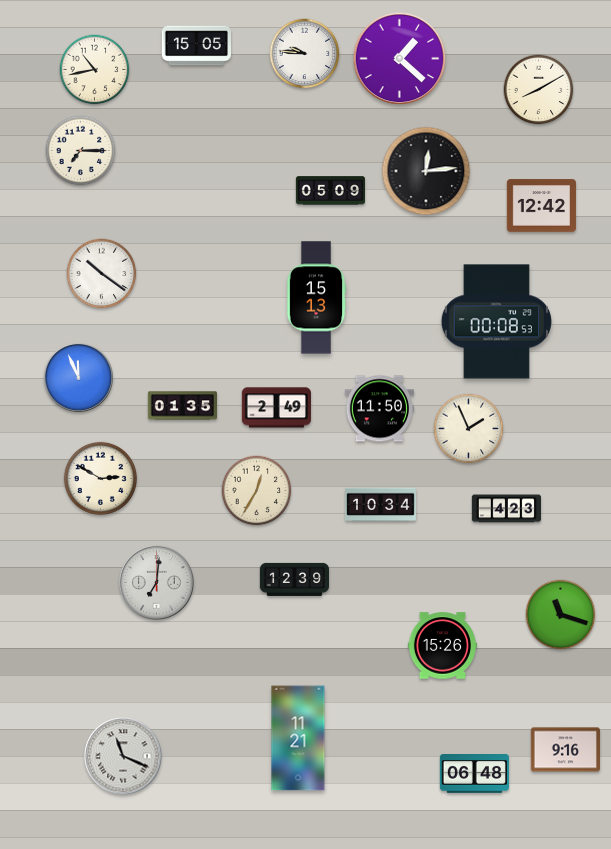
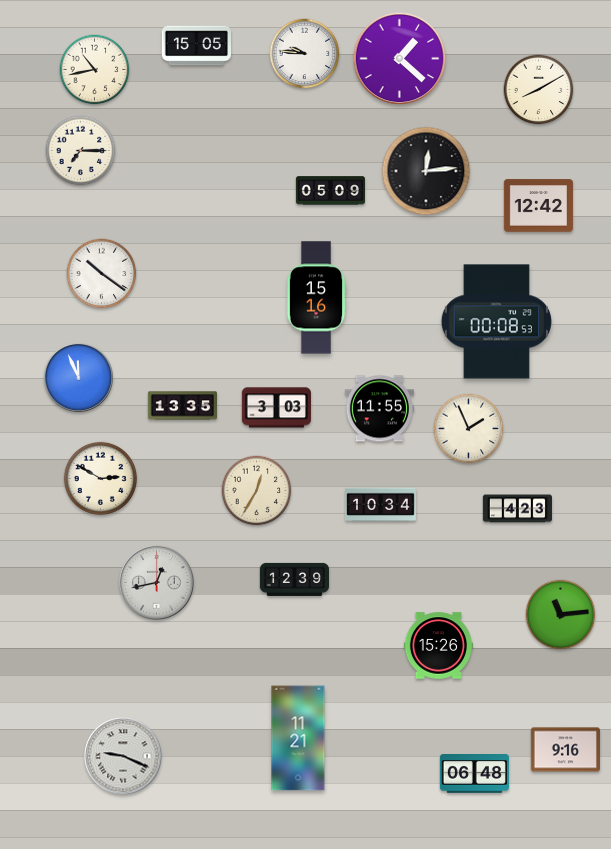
clock at (541, 206) position: (541, 206) -> (538, 206)
clock at (316, 298): 15:13 -> 15:16
clock at (182, 406): 01:35 -> 13:35
clock at (276, 408): 2:49 -> 3:03
clock at (379, 409): 11:50 -> 11:55
clock at (506, 509) position: (506, 509) -> (517, 509)
clock at (157, 583): 7:01 -> 12:43
clock at (561, 615): 11:18 -> 11:14
clock at (442, 646) position: (442, 646) -> (438, 646)
clock at (123, 756): 11:19 -> 9:19
